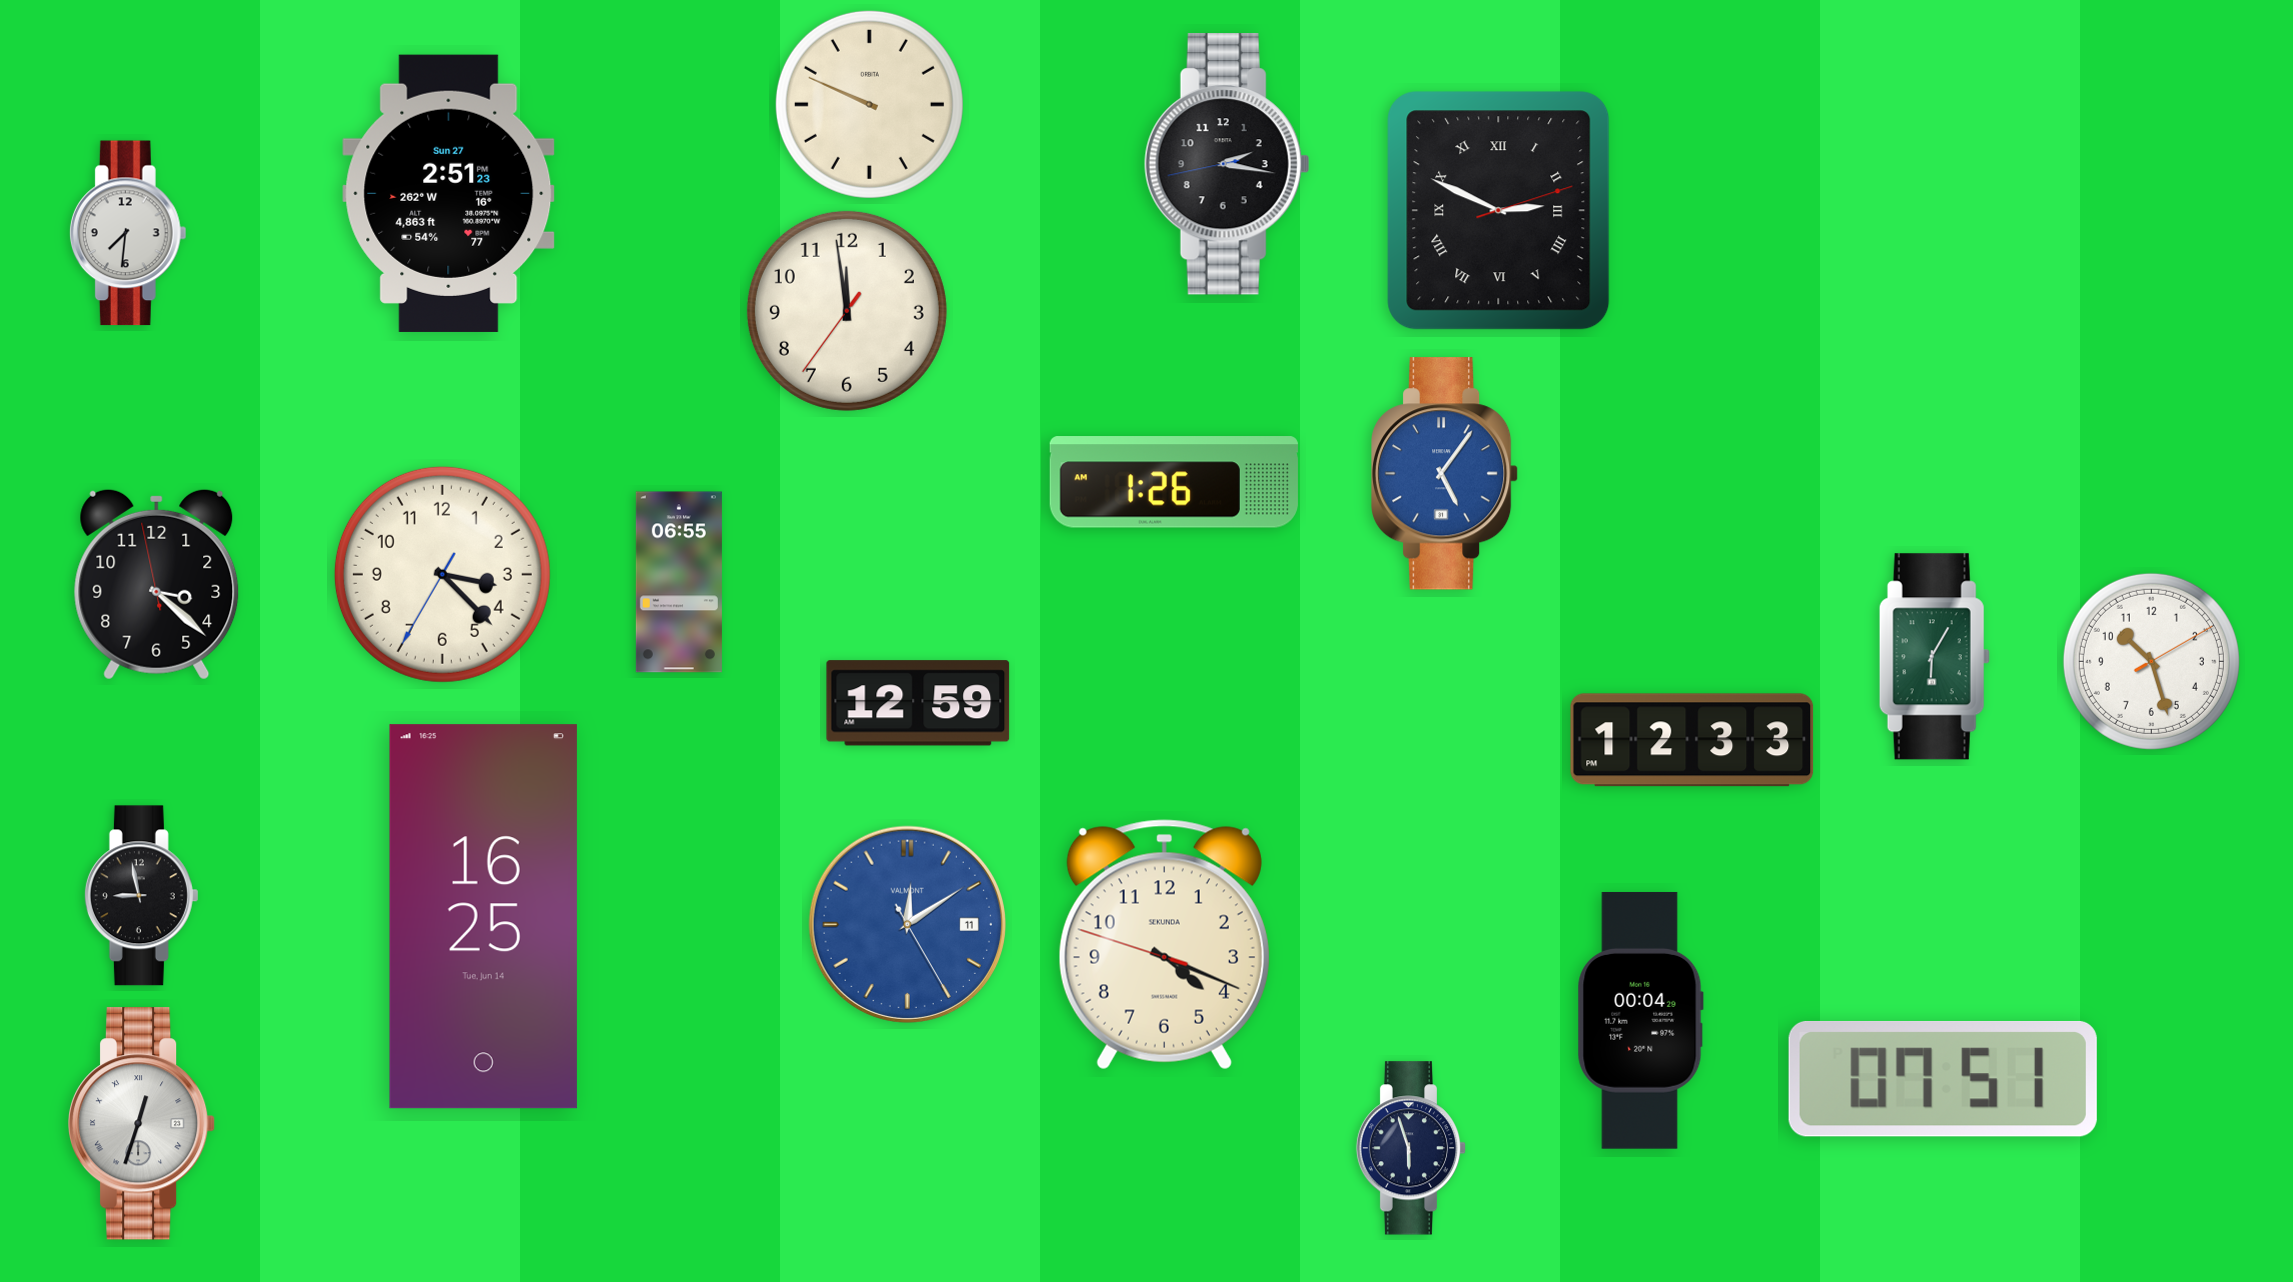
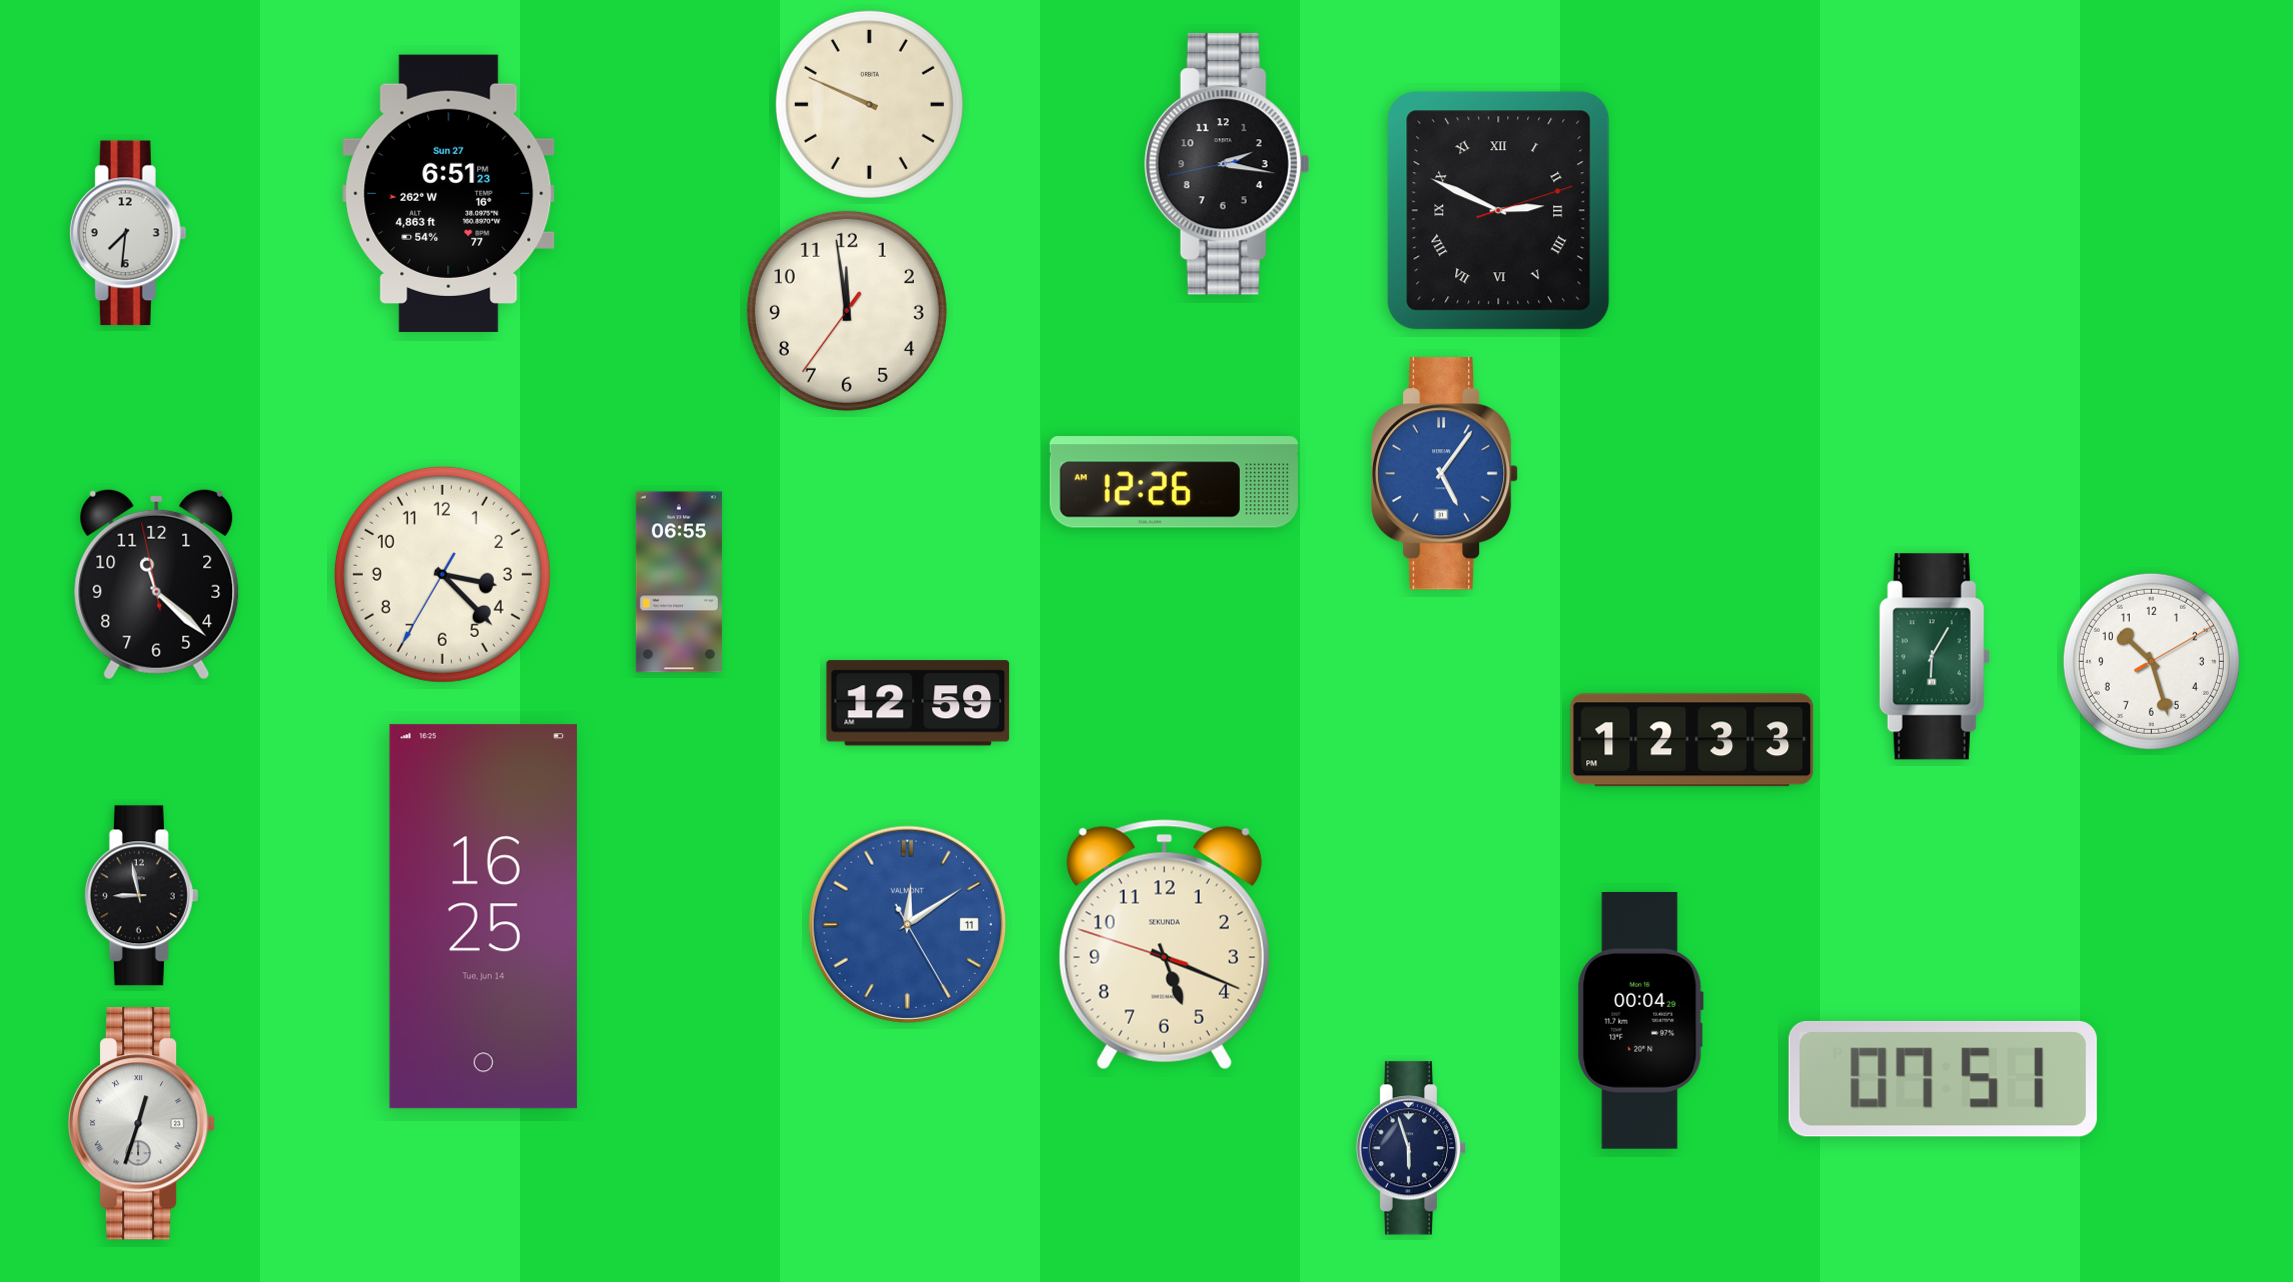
clock at (449, 193): 2:51 -> 6:51
clock at (1174, 482): 1:26 -> 12:26
clock at (157, 584): 3:21 -> 11:21
clock at (1164, 945): 4:18 -> 5:18
